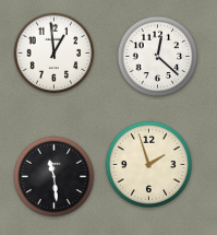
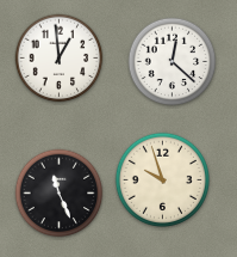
clock at (148, 164): 1:57 -> 9:57
clock at (55, 177): 11:29 -> 11:26
